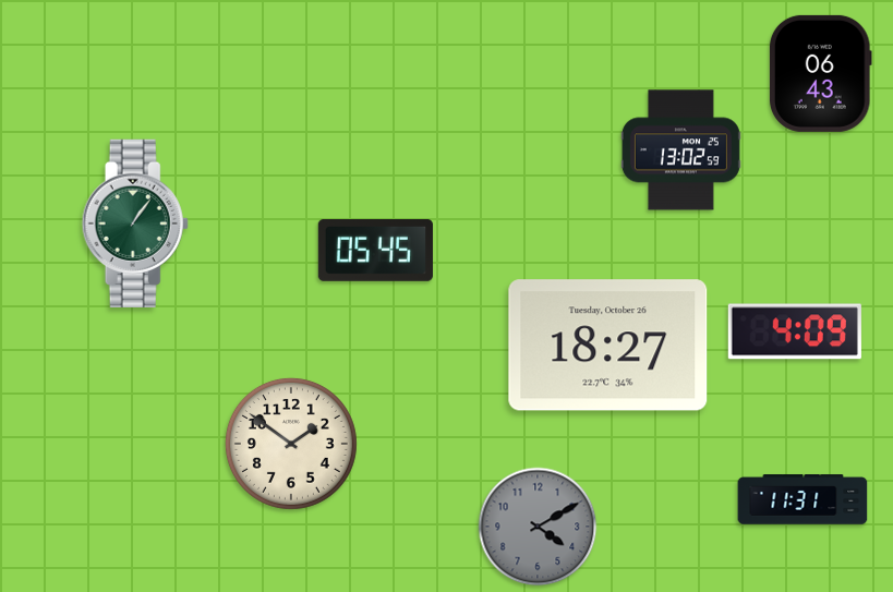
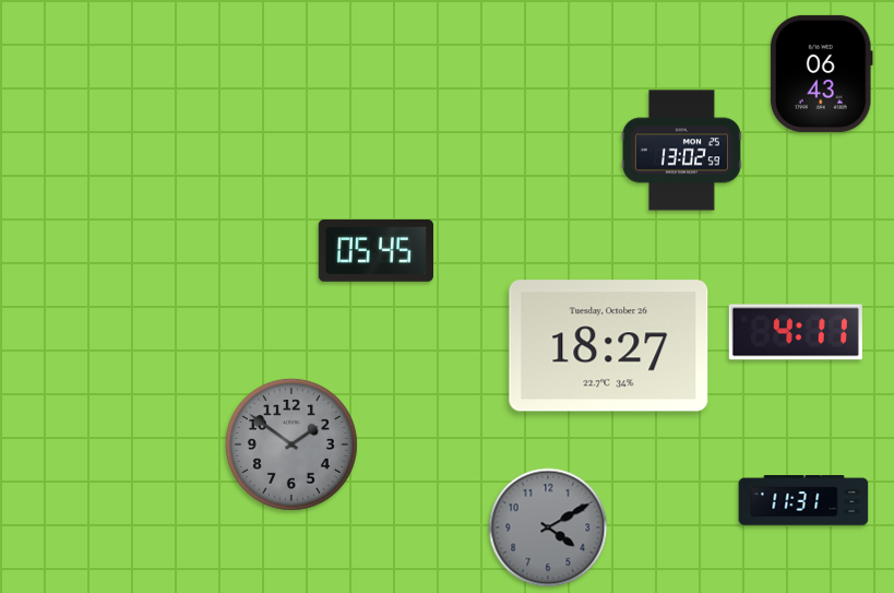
clock at (135, 223): 1:06 -> none
clock at (795, 331): 4:09 -> 4:11
clock at (291, 444) dial: cream -> grey
clock at (538, 527) position: (538, 527) -> (548, 527)
